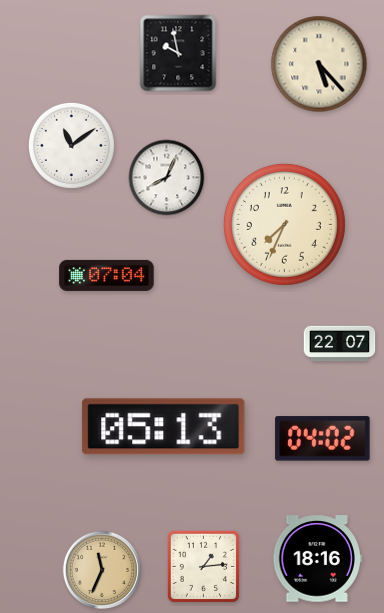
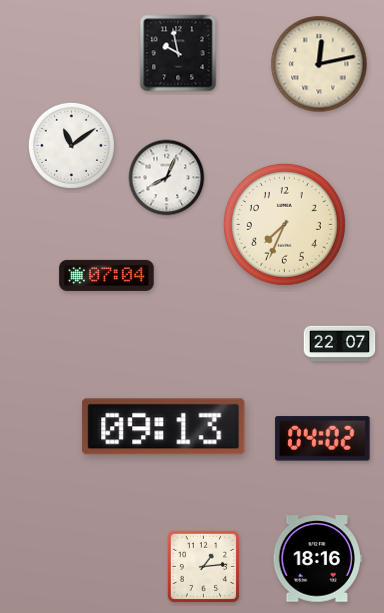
clock at (319, 64): 5:23 -> 12:13
clock at (164, 427): 05:13 -> 09:13
clock at (101, 569): 11:34 -> none
